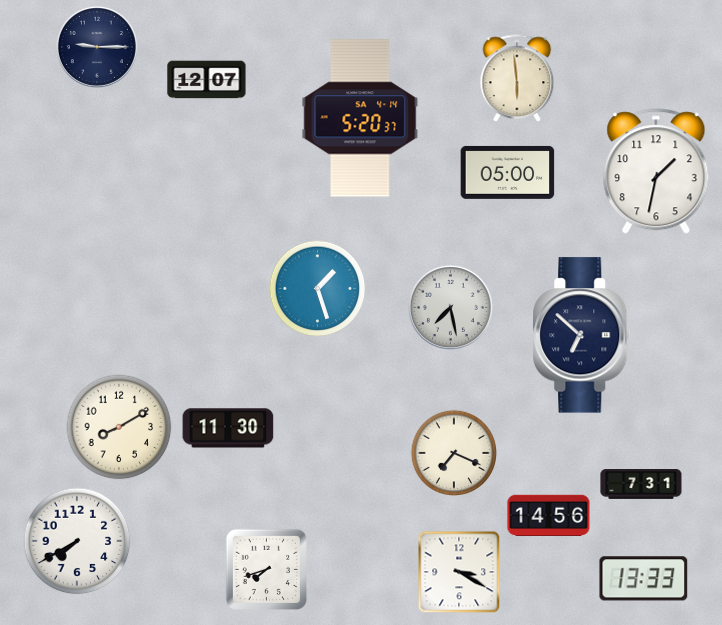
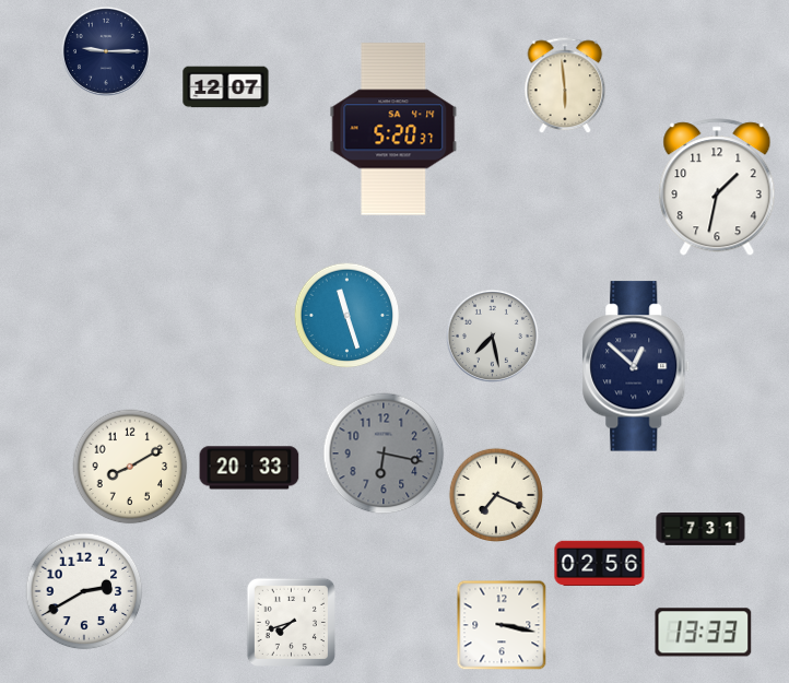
clock at (508, 172): 05:00 -> none
clock at (317, 288): 1:27 -> 11:27
clock at (582, 335): 6:52 -> 12:52
clock at (384, 454): none -> 6:17
clock at (228, 428): 11:30 -> 20:33
clock at (549, 515): 14:56 -> 02:56
clock at (77, 541): 7:40 -> 2:40
clock at (459, 572): 3:20 -> 3:17
